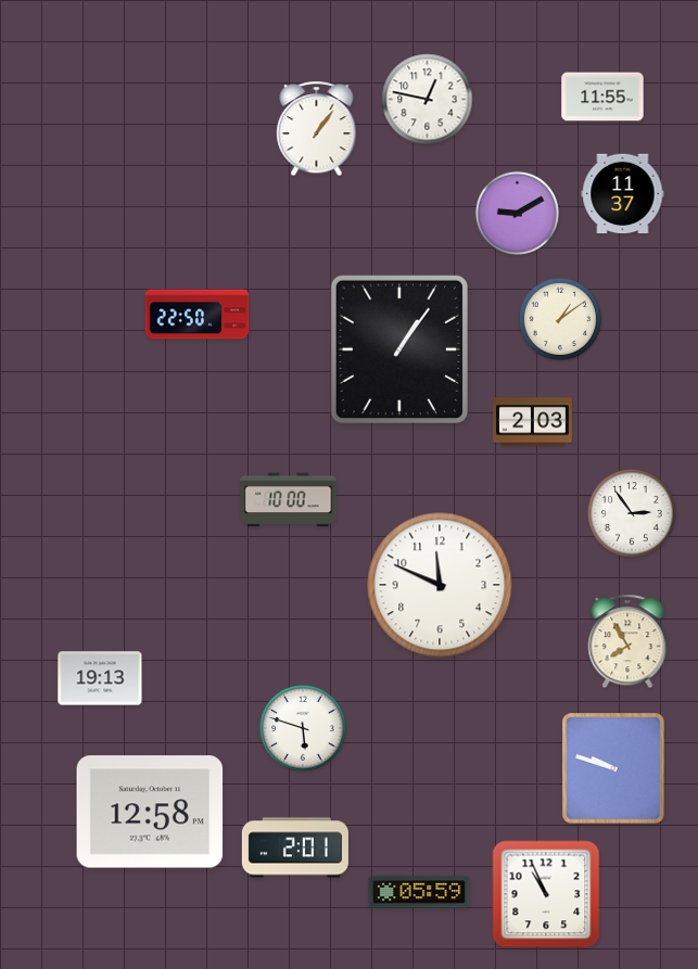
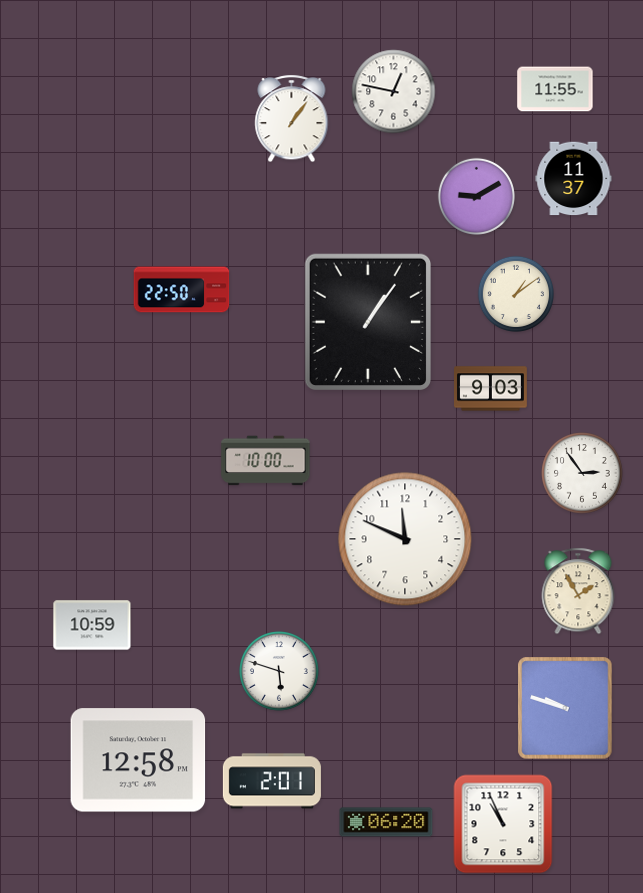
clock at (533, 422): 2:03 -> 9:03
clock at (627, 641): 7:55 -> 1:55
clock at (100, 678): 19:13 -> 10:59
clock at (150, 812) position: (150, 812) -> (138, 760)
clock at (419, 892): 05:59 -> 06:20
